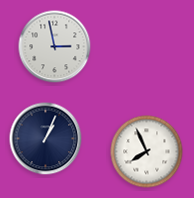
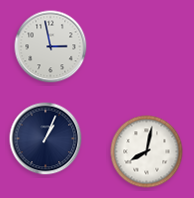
clock at (55, 47) position: (55, 47) -> (51, 47)
clock at (147, 152): 7:56 -> 8:02
